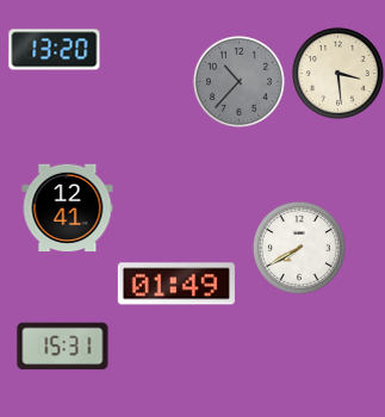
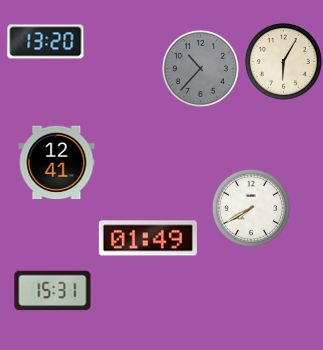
clock at (337, 73): 3:29 -> 6:05
clock at (68, 208) position: (68, 208) -> (57, 163)
